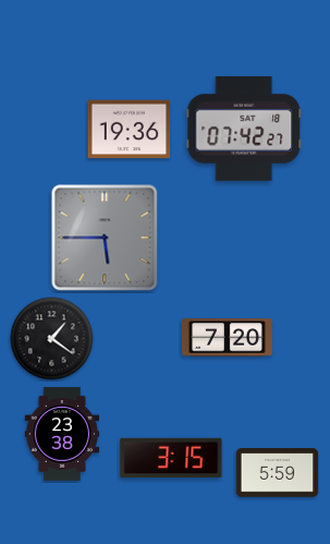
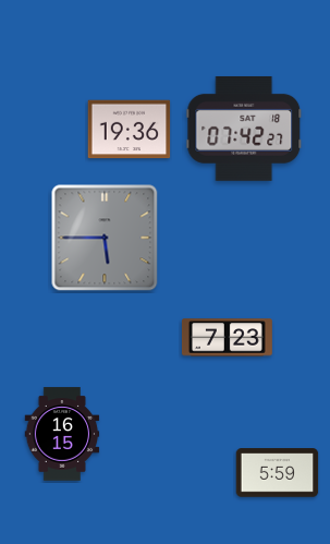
clock at (227, 338): 7:20 -> 7:23
clock at (52, 339): 1:21 -> none
clock at (62, 434): 23:38 -> 16:15
clock at (171, 458): 3:15 -> none
